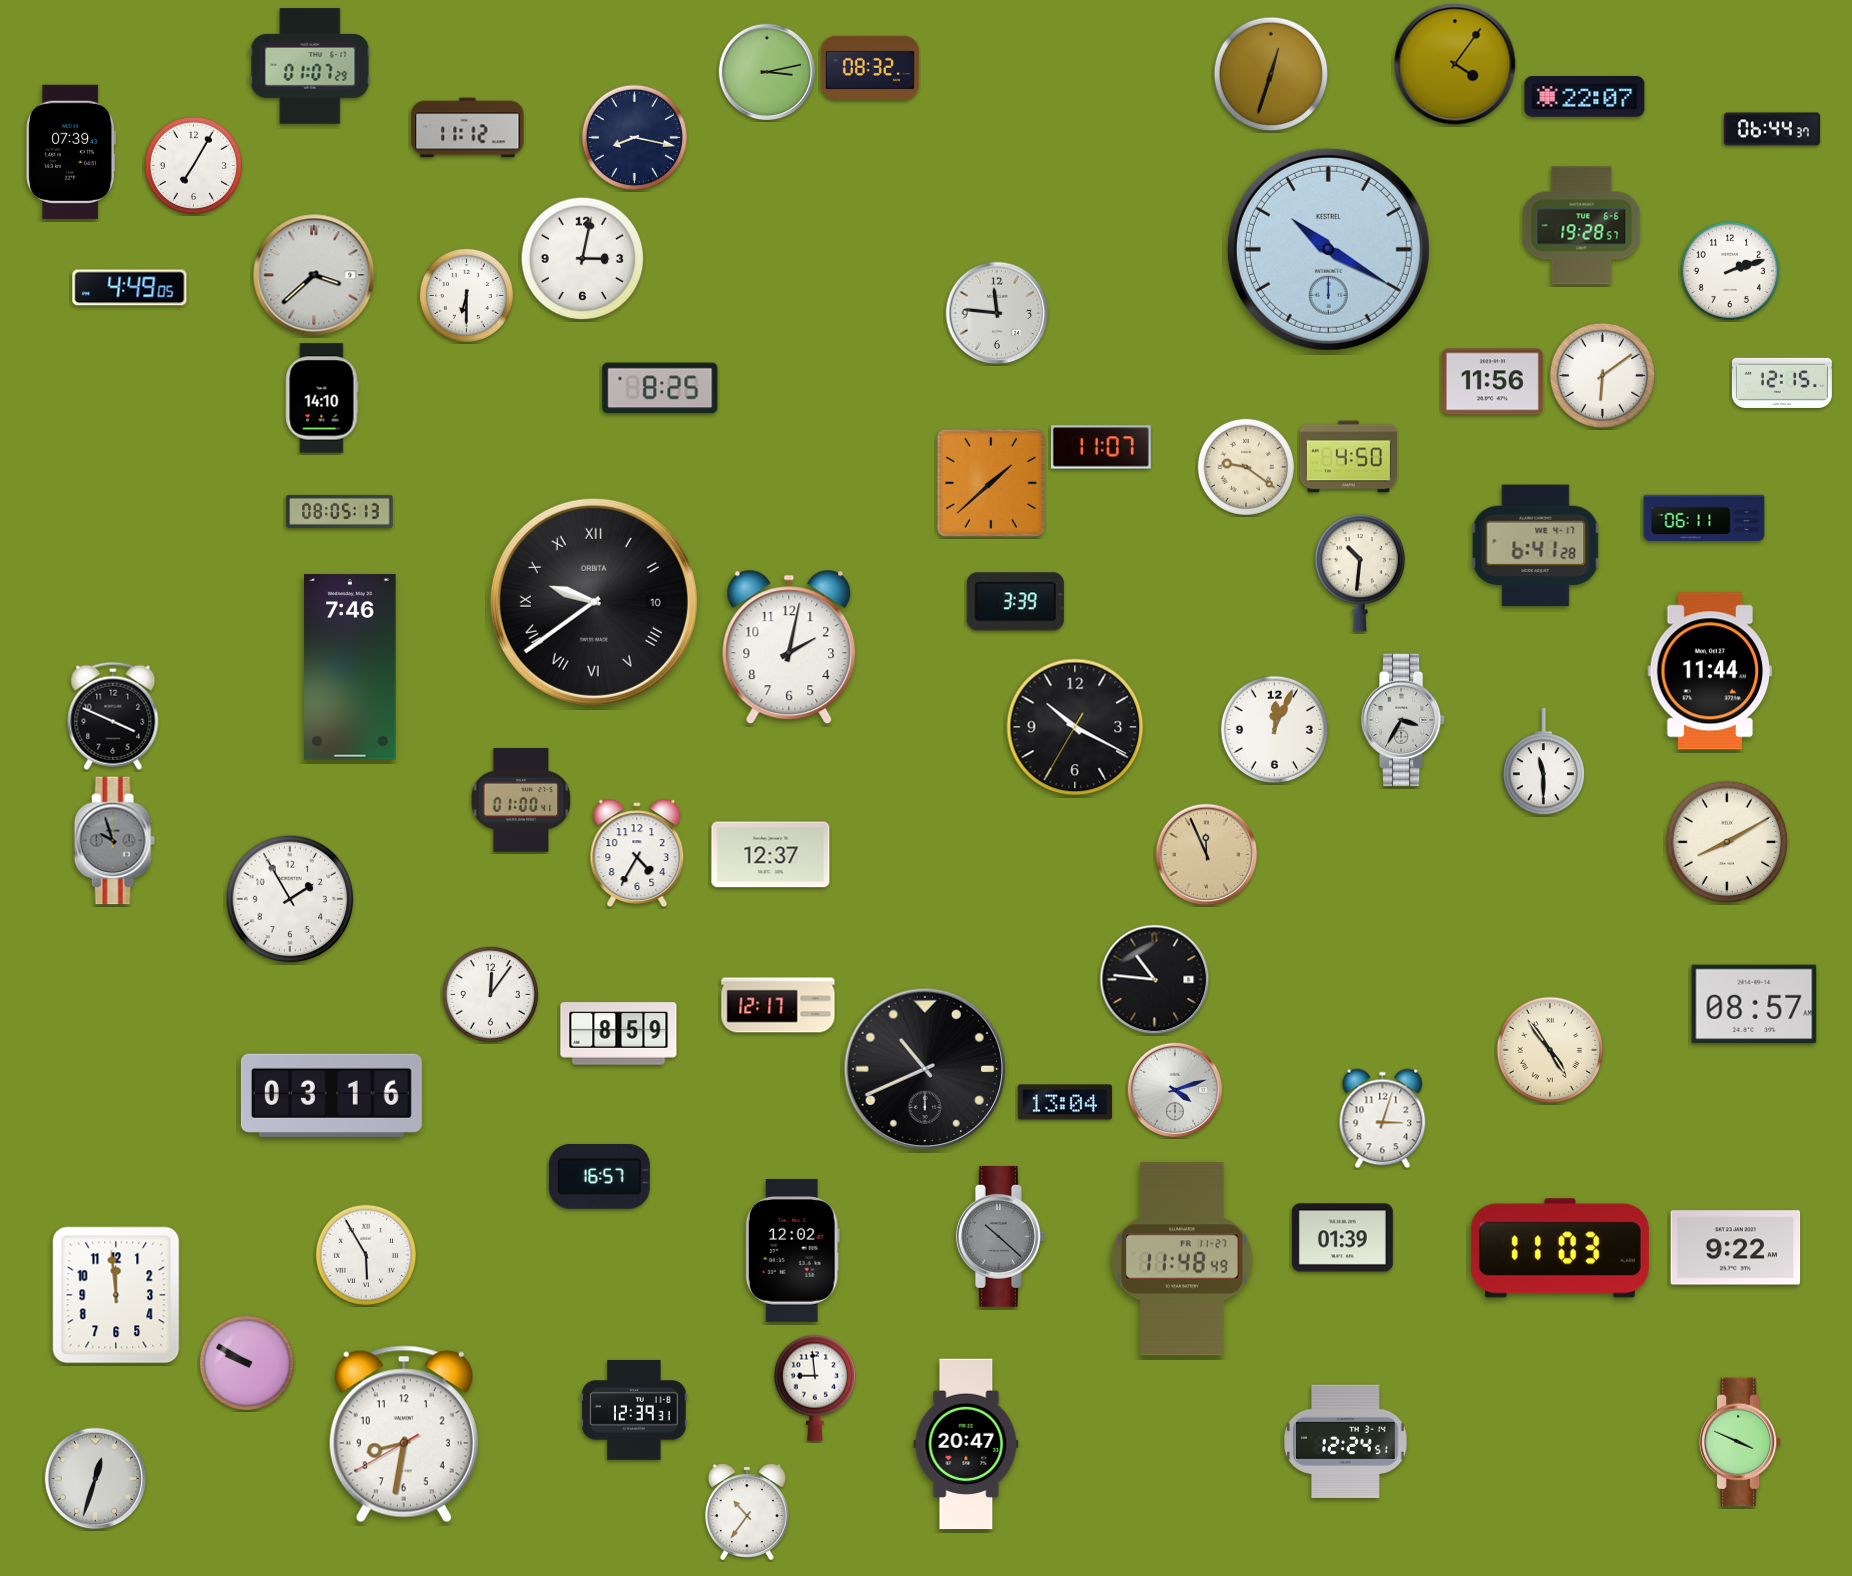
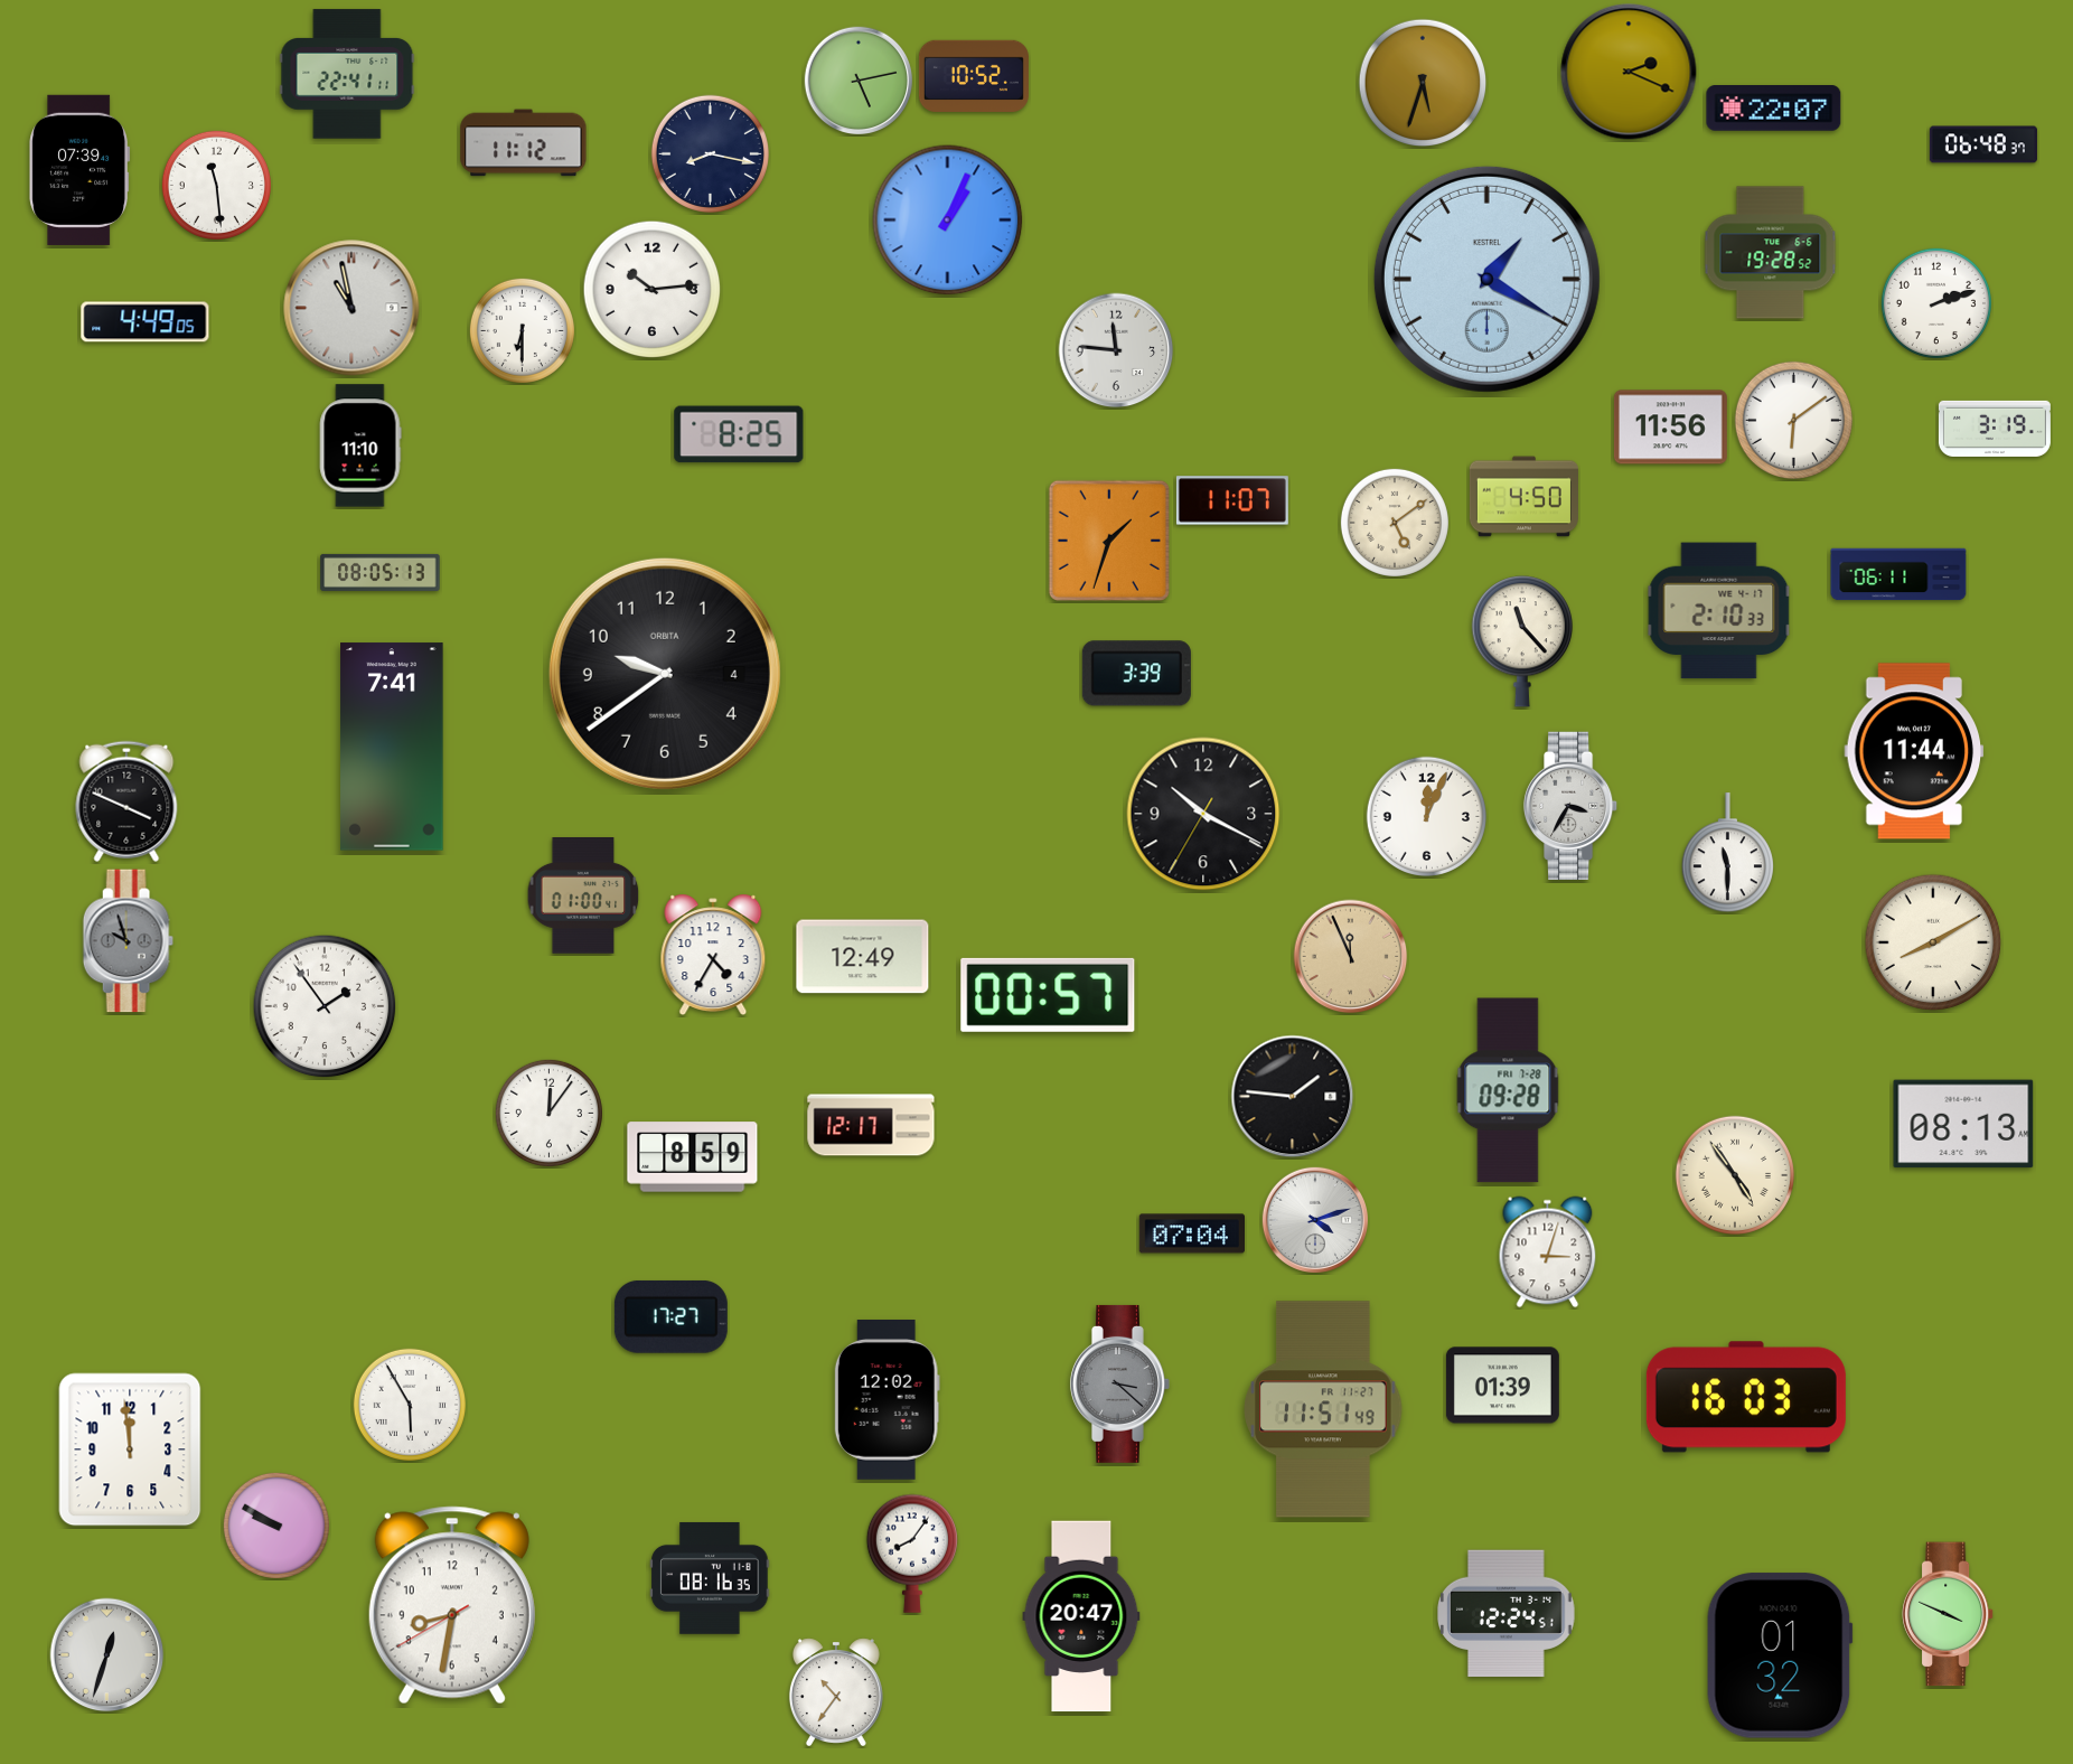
clock at (1455, 64): 4:06 -> 2:19
clock at (310, 66): 01:07 -> 22:41
clock at (870, 68): 08:32 -> 10:52
clock at (767, 72): 3:13 -> 5:13
clock at (1271, 74): 12:33 -> 5:33
clock at (1772, 129): 06:44 -> 06:48
clock at (193, 165): 7:05 -> 11:29
clock at (948, 221): none -> 1:04
clock at (1582, 226): 19:28:57 -> 19:28:52
clock at (1328, 249): 10:20 -> 1:20
clock at (583, 259): 3:02 -> 10:14
clock at (314, 275): 3:38 -> 10:58
clock at (1782, 383): 12:15 -> 3:19
clock at (322, 398): 14:10 -> 11:10
clock at (1348, 457) position: (1348, 457) -> (1523, 497)
clock at (1246, 467): 9:21 -> 5:09
clock at (991, 483): 1:38 -> 1:33
clock at (1704, 518) position: (1704, 518) -> (1898, 574)
clock at (1536, 546): 6:41 -> 2:10
clock at (1359, 573): 10:31 -> 11:23
clock at (594, 602) date: 10 -> 4
clock at (594, 602) numerals: Roman -> Arabic
clock at (789, 647): 2:02 -> none
clock at (350, 667): 7:46 -> 7:41
clock at (771, 855): 12:37 -> 12:49
clock at (1048, 995): none -> 00:57
clock at (290, 899): 1:55 -> 1:54
clock at (1508, 1090): none -> 09:28
clock at (1155, 980): 10:46 -> 1:46
clock at (1754, 1004): 08:57 -> 08:13
clock at (925, 1069): 10:41 -> none
clock at (331, 1095): 03:16 -> none
clock at (1064, 1102): 13:04 -> 07:04
clock at (599, 1176): 16:57 -> 17:27
clock at (1000, 1236): 10:22 -> 3:22
clock at (1560, 1248): 11:03 -> 16:03
clock at (1736, 1248): 9:22 -> none
clock at (1182, 1259): 11:48 -> 11:51
clock at (815, 1388): 8:59 -> 8:06
clock at (634, 1410): 12:39 -> 08:16
clock at (1780, 1655): none -> 01:32
